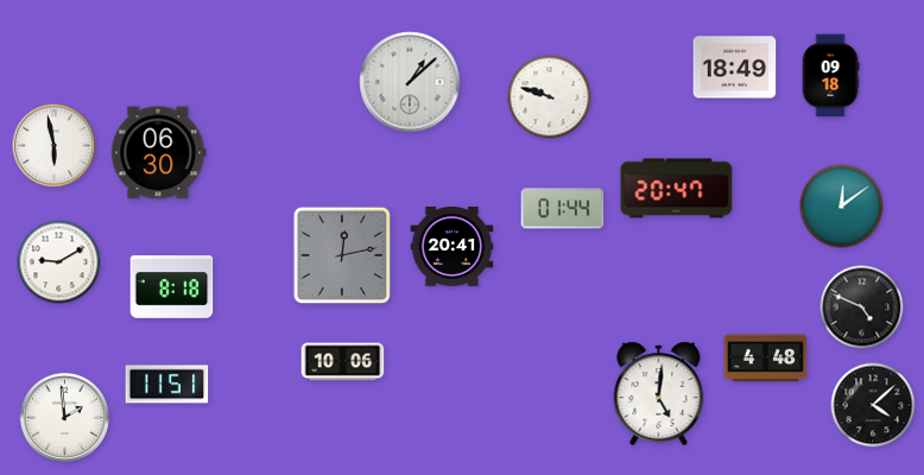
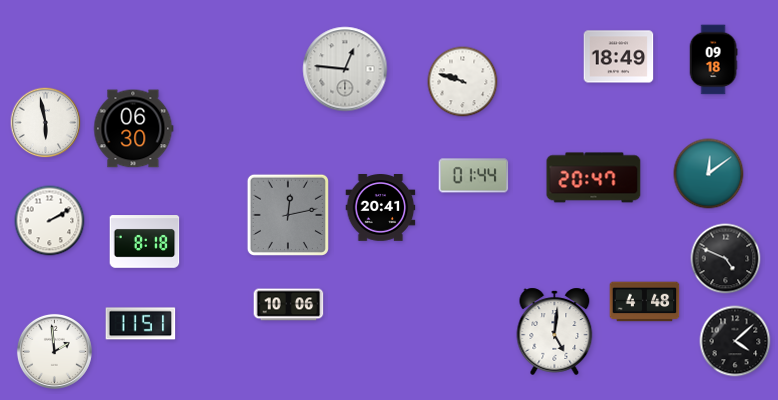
clock at (830, 76) position: (830, 76) -> (713, 60)
clock at (410, 82): 1:08 -> 12:46
clock at (677, 189) position: (677, 189) -> (594, 178)
clock at (59, 262): 9:10 -> 2:10
